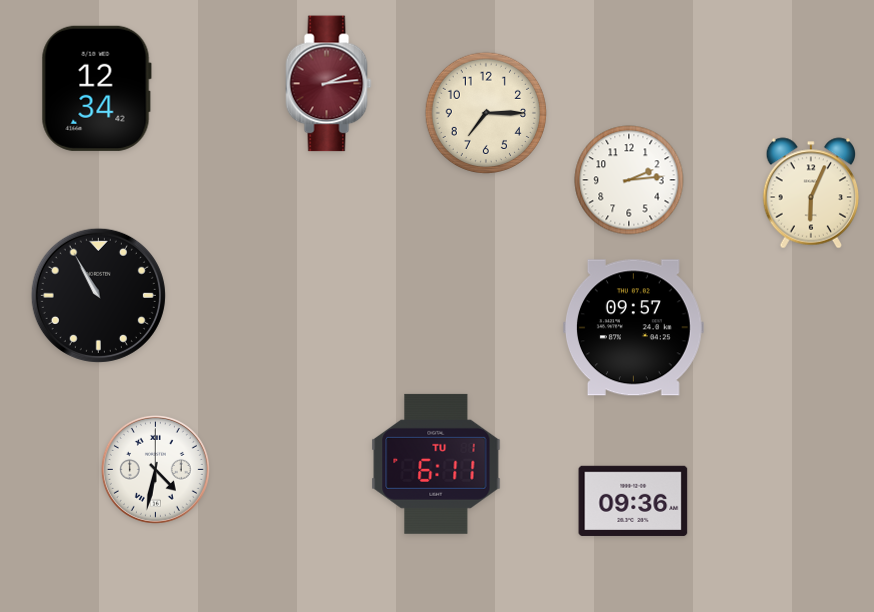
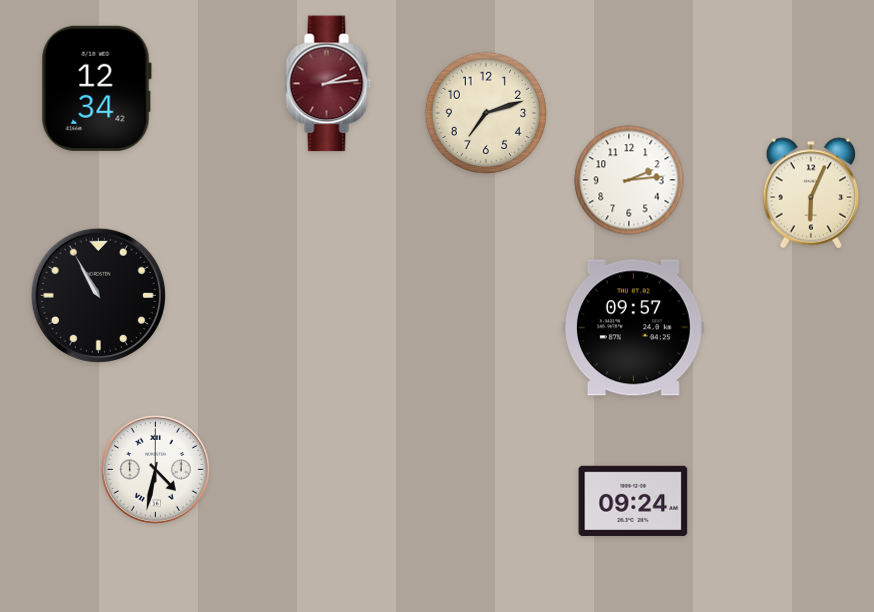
clock at (486, 113): 7:15 -> 7:12
clock at (436, 464): 6:11 -> none
clock at (633, 501): 09:36 -> 09:24
